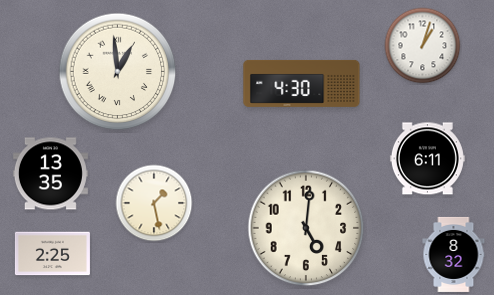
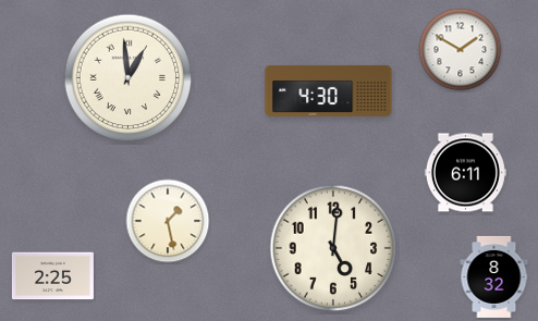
clock at (423, 46): 1:03 -> 1:50
clock at (50, 174): 13:35 -> none
clock at (52, 254) position: (52, 254) -> (52, 276)
